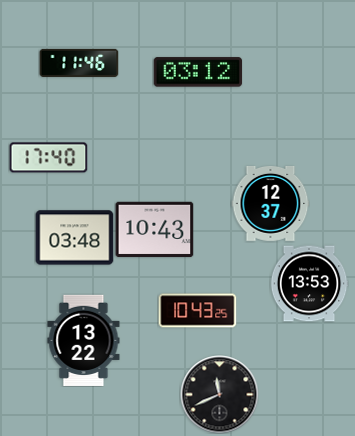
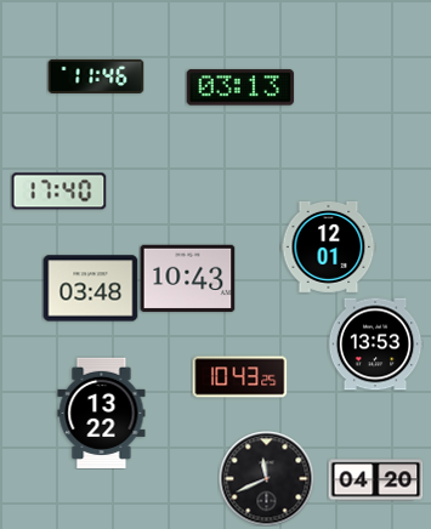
clock at (197, 72): 03:12 -> 03:13
clock at (270, 203): 12:37 -> 12:01
clock at (375, 480): none -> 04:20
